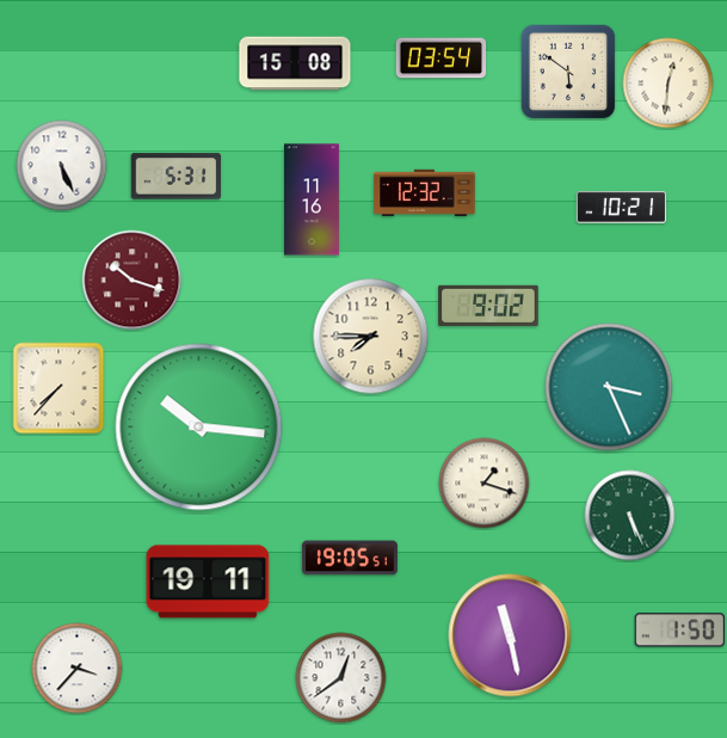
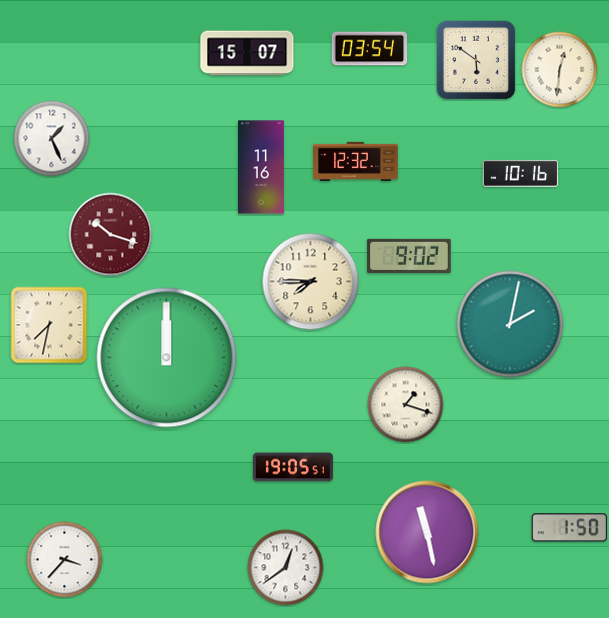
clock at (295, 63): 15:08 -> 15:07
clock at (62, 166): 5:26 -> 1:26
clock at (175, 177): 5:31 -> none
clock at (622, 208): 10:21 -> 10:16
clock at (609, 387): 3:26 -> 2:02
clock at (58, 388): 7:37 -> 7:32
clock at (199, 428): 10:16 -> 12:00
clock at (630, 516): 5:26 -> none
clock at (208, 582): 19:11 -> none
